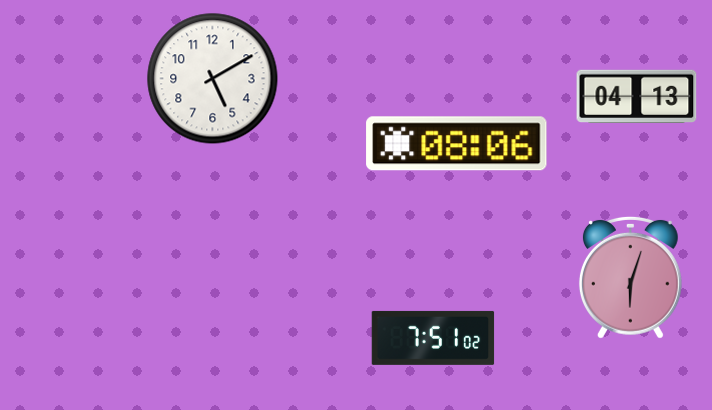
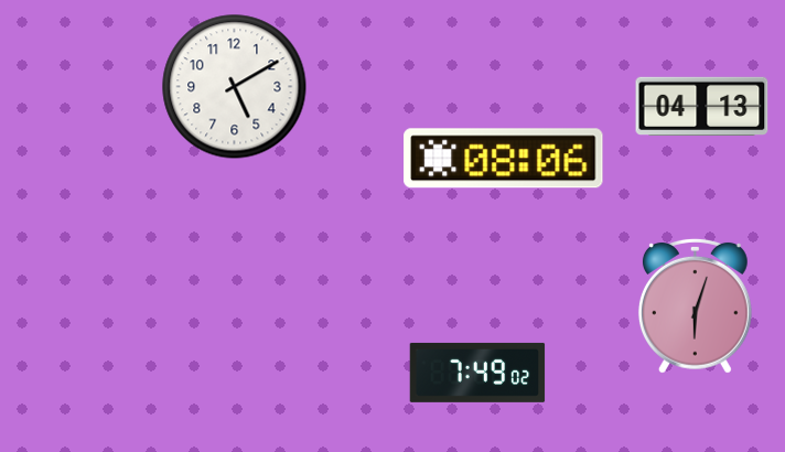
clock at (433, 338): 7:51 -> 7:49
